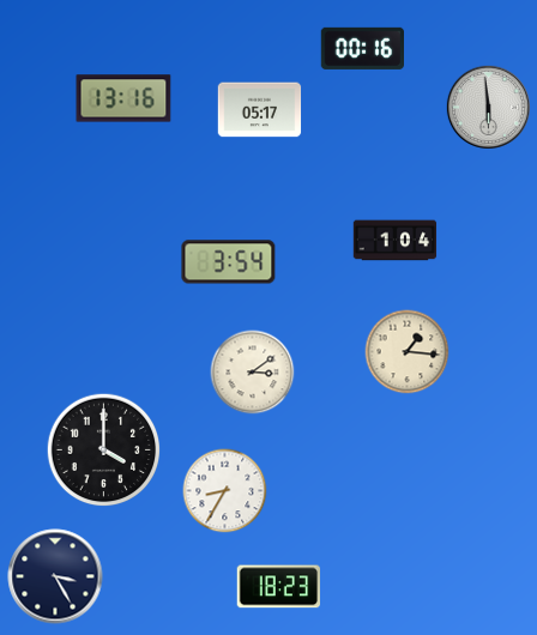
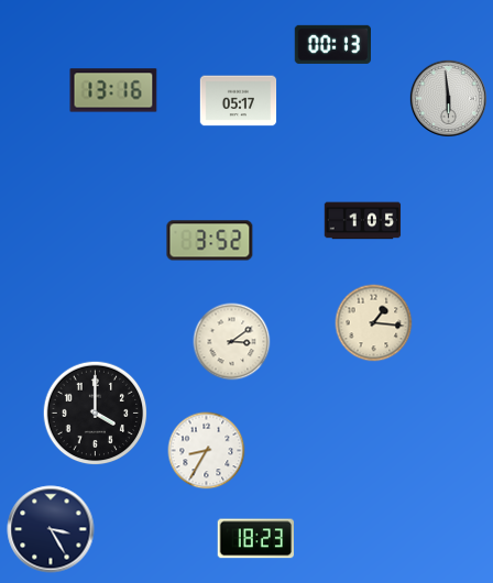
clock at (362, 48): 00:16 -> 00:13
clock at (396, 241): 1:04 -> 1:05
clock at (229, 262): 3:54 -> 3:52
